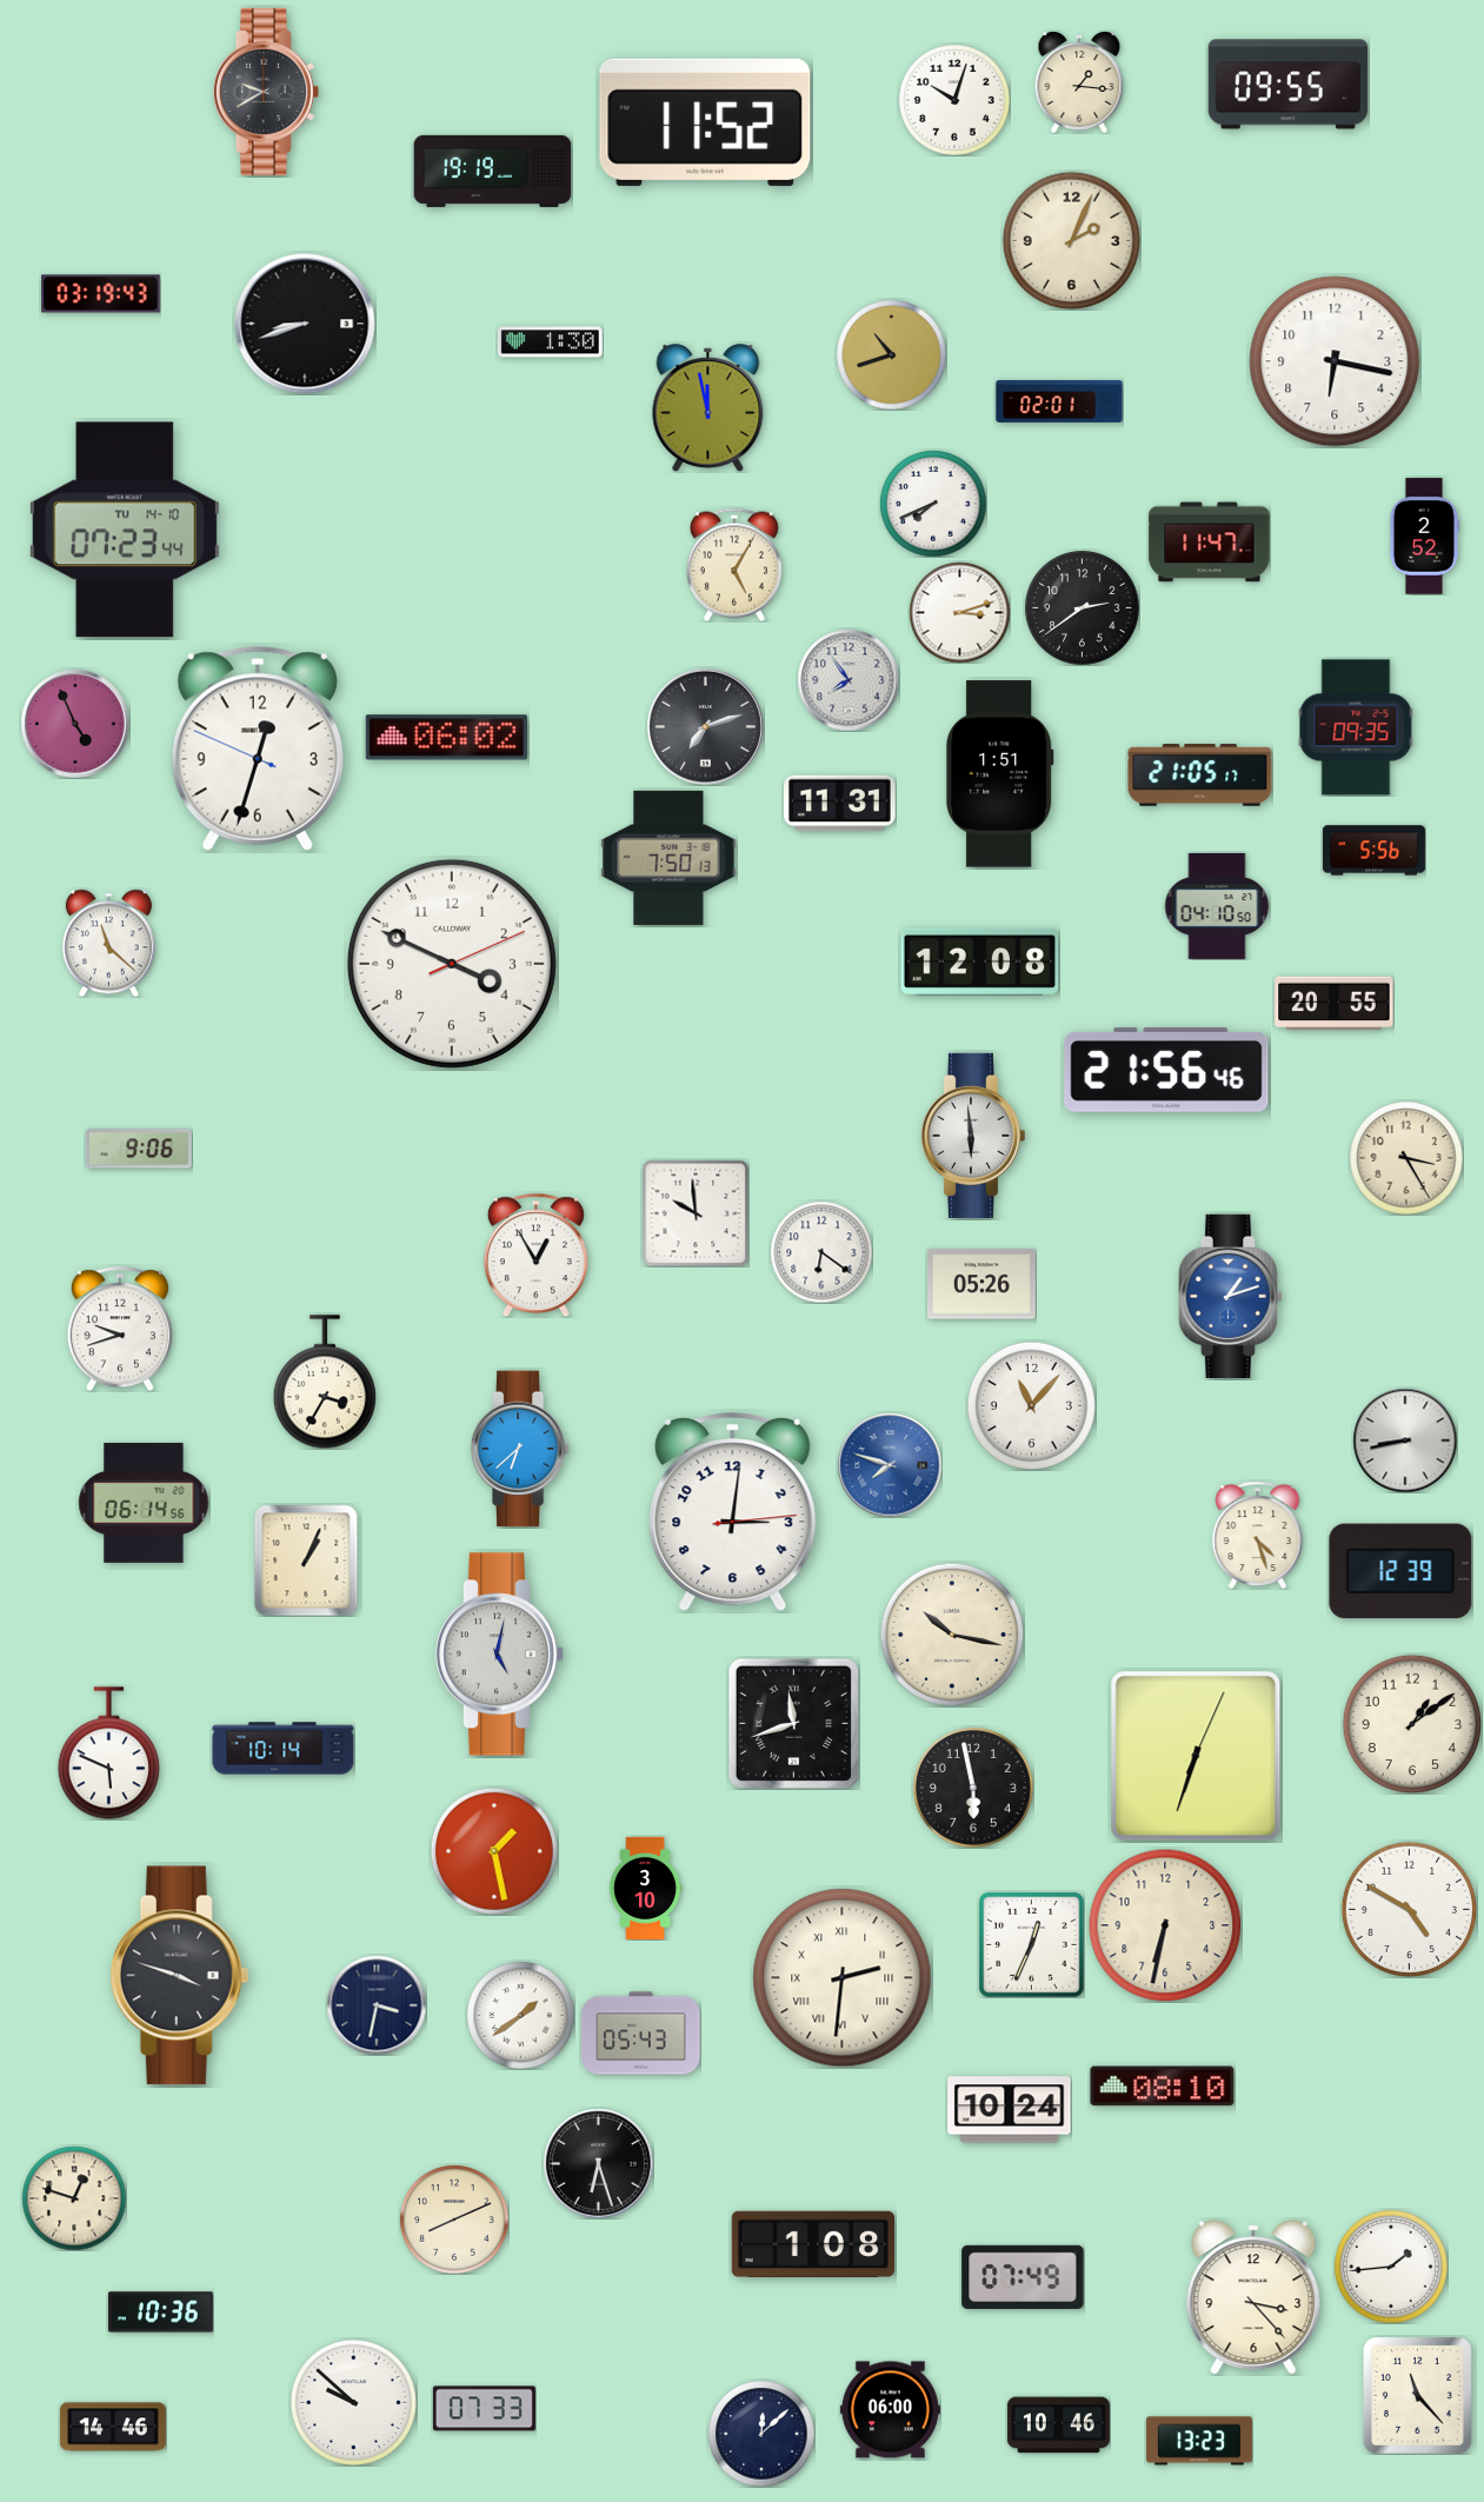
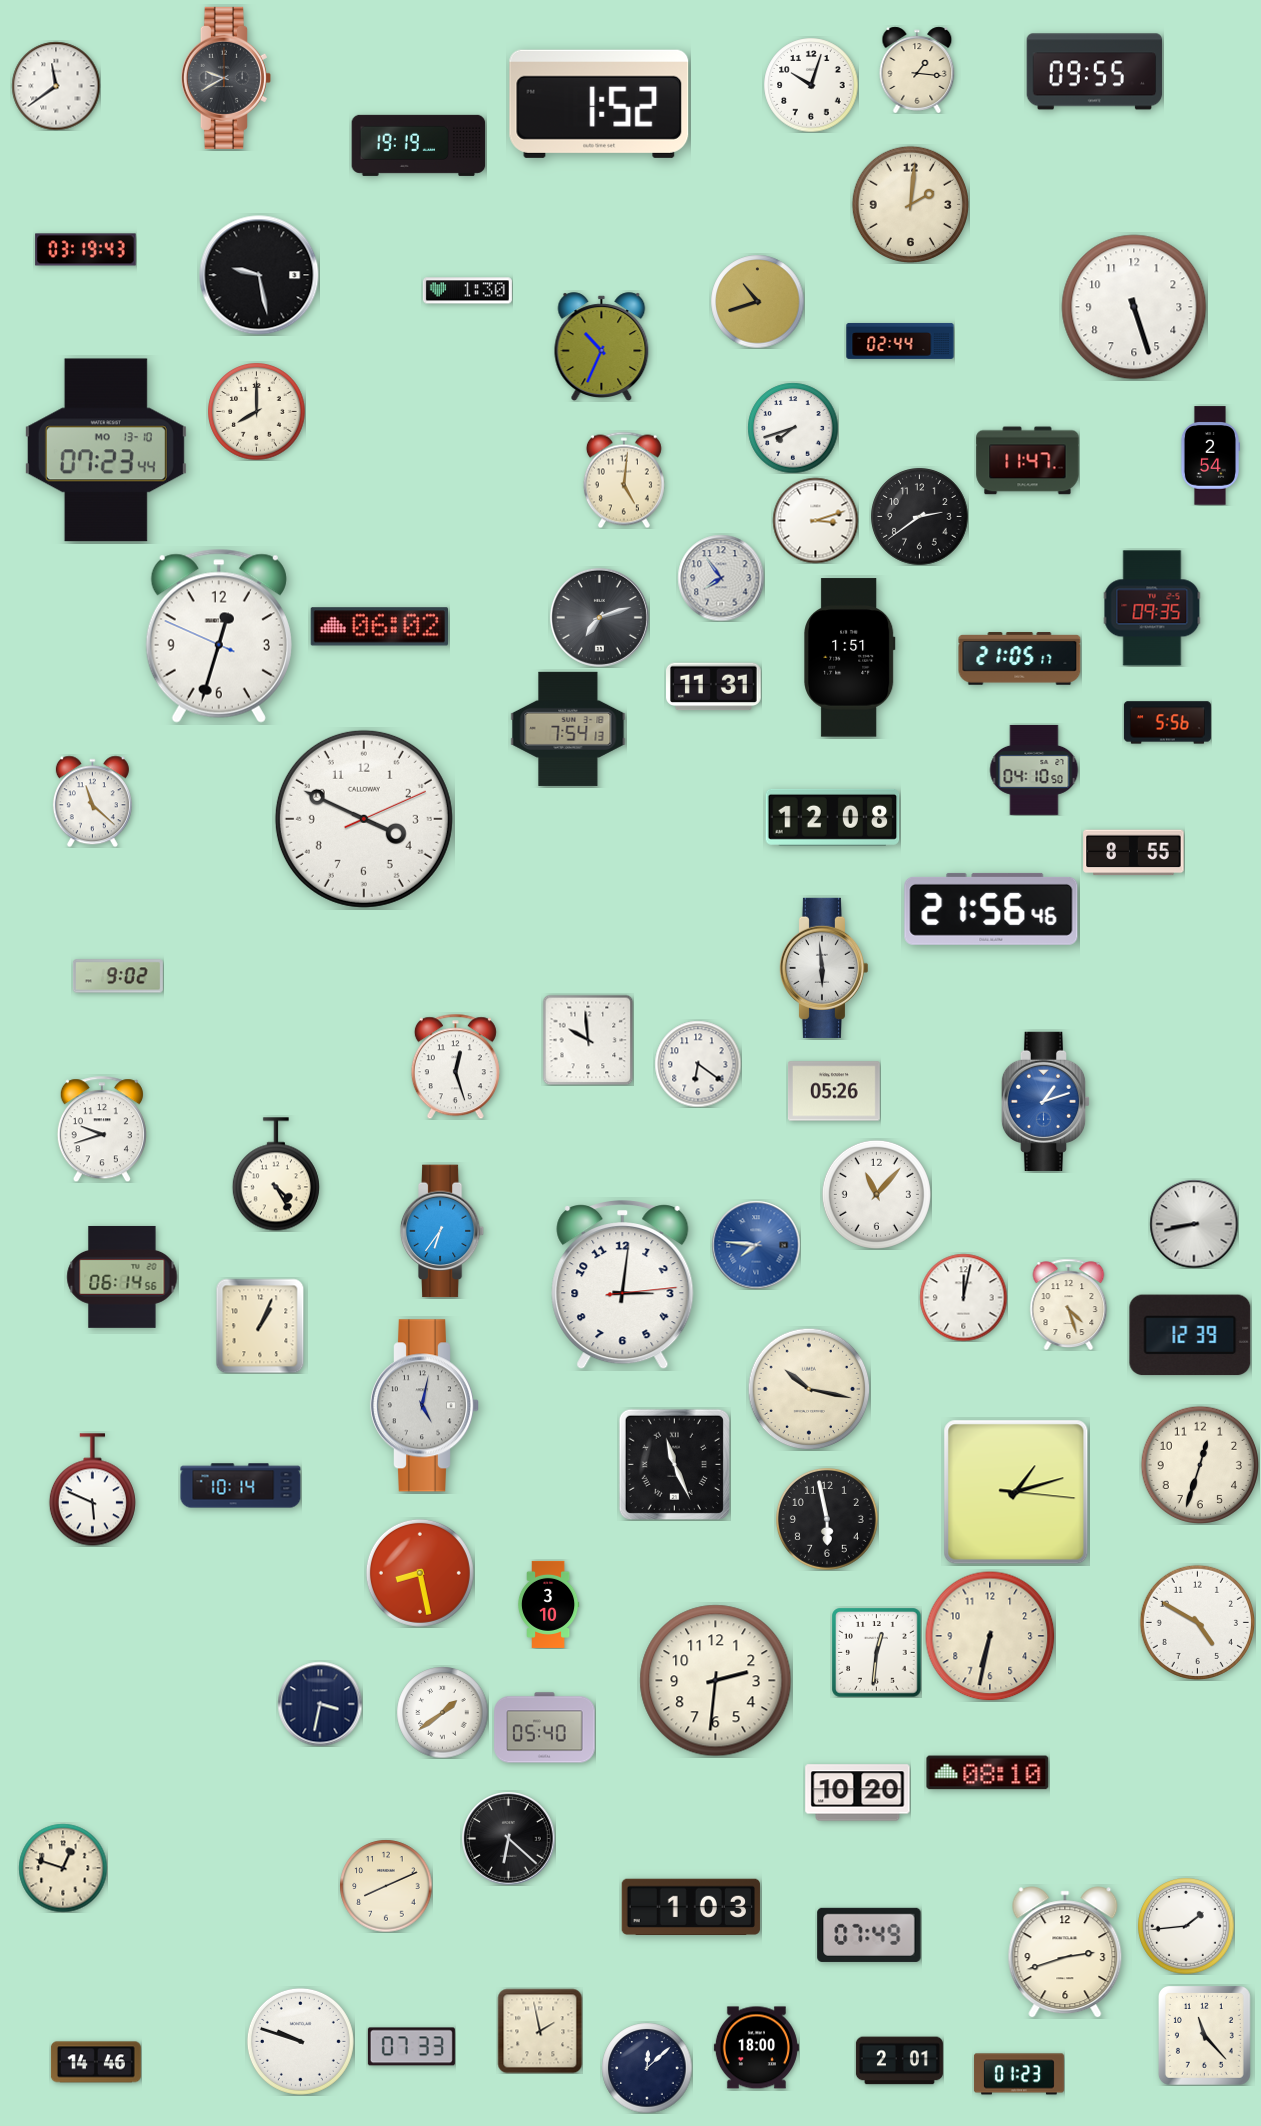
clock at (56, 86): none -> 11:39
clock at (705, 122): 11:52 -> 1:52
clock at (1071, 240): 2:04 -> 2:01
clock at (305, 324): 8:42 -> 9:28
clock at (1335, 361): 6:17 -> 5:27
clock at (1059, 401): 02:01 -> 02:44
clock at (708, 408): 11:58 -> 10:34
clock at (257, 412): none -> 8:00
clock at (933, 504): 7:41 -> 7:42
clock at (125, 530) date: TU 14-10 -> MO 13-10
clock at (1423, 537): 2:52 -> 2:54
clock at (734, 565): 5:05 -> 5:01
clock at (75, 724): 4:56 -> none
clock at (1356, 727) position: (1356, 727) -> (1152, 608)
clock at (840, 804) position: (840, 804) -> (714, 687)
clock at (668, 858): 7:50 -> 7:54
clock at (452, 964) position: (452, 964) -> (364, 819)
clock at (1335, 1004): 20:55 -> 8:55
clock at (972, 1136) position: (972, 1136) -> (823, 968)
clock at (139, 1149): 9:06 -> 9:02
clock at (1406, 1158): 3:25 -> none
clock at (696, 1213) position: (696, 1213) -> (588, 1040)
clock at (535, 1255): 12:55 -> 12:27
clock at (325, 1382): 3:35 -> 4:25
clock at (520, 1449): 6:38 -> 6:36
clock at (890, 1465): 7:48 -> 7:46
clock at (963, 1297): none -> 12:02
clock at (793, 1723): 11:42 -> 11:26
clock at (1411, 1723): 1:09 -> 12:33
clock at (1196, 1756): 6:33 -> 1:12
clock at (494, 1851): 1:28 -> 8:28
clock at (1031, 1944): 12:34 -> 12:31
clock at (180, 1976): 3:48 -> none
clock at (843, 1978) numerals: Roman -> Arabic
clock at (641, 2034): 05:43 -> 05:40
clock at (1010, 2110): 10:24 -> 10:20
clock at (598, 2163): 6:27 -> 6:22
clock at (813, 2243): 1:08 -> 1:03
clock at (1391, 2267) position: (1391, 2267) -> (1186, 1926)
clock at (1253, 2297): 3:23 -> 2:42
clock at (160, 2313): 10:36 -> none
clock at (540, 2031): none -> 1:58
clock at (353, 2402): 9:52 -> 9:48
clock at (890, 2410): 06:00 -> 18:00
clock at (1058, 2426): 10:46 -> 2:01
clock at (1199, 2441): 13:23 -> 01:23
